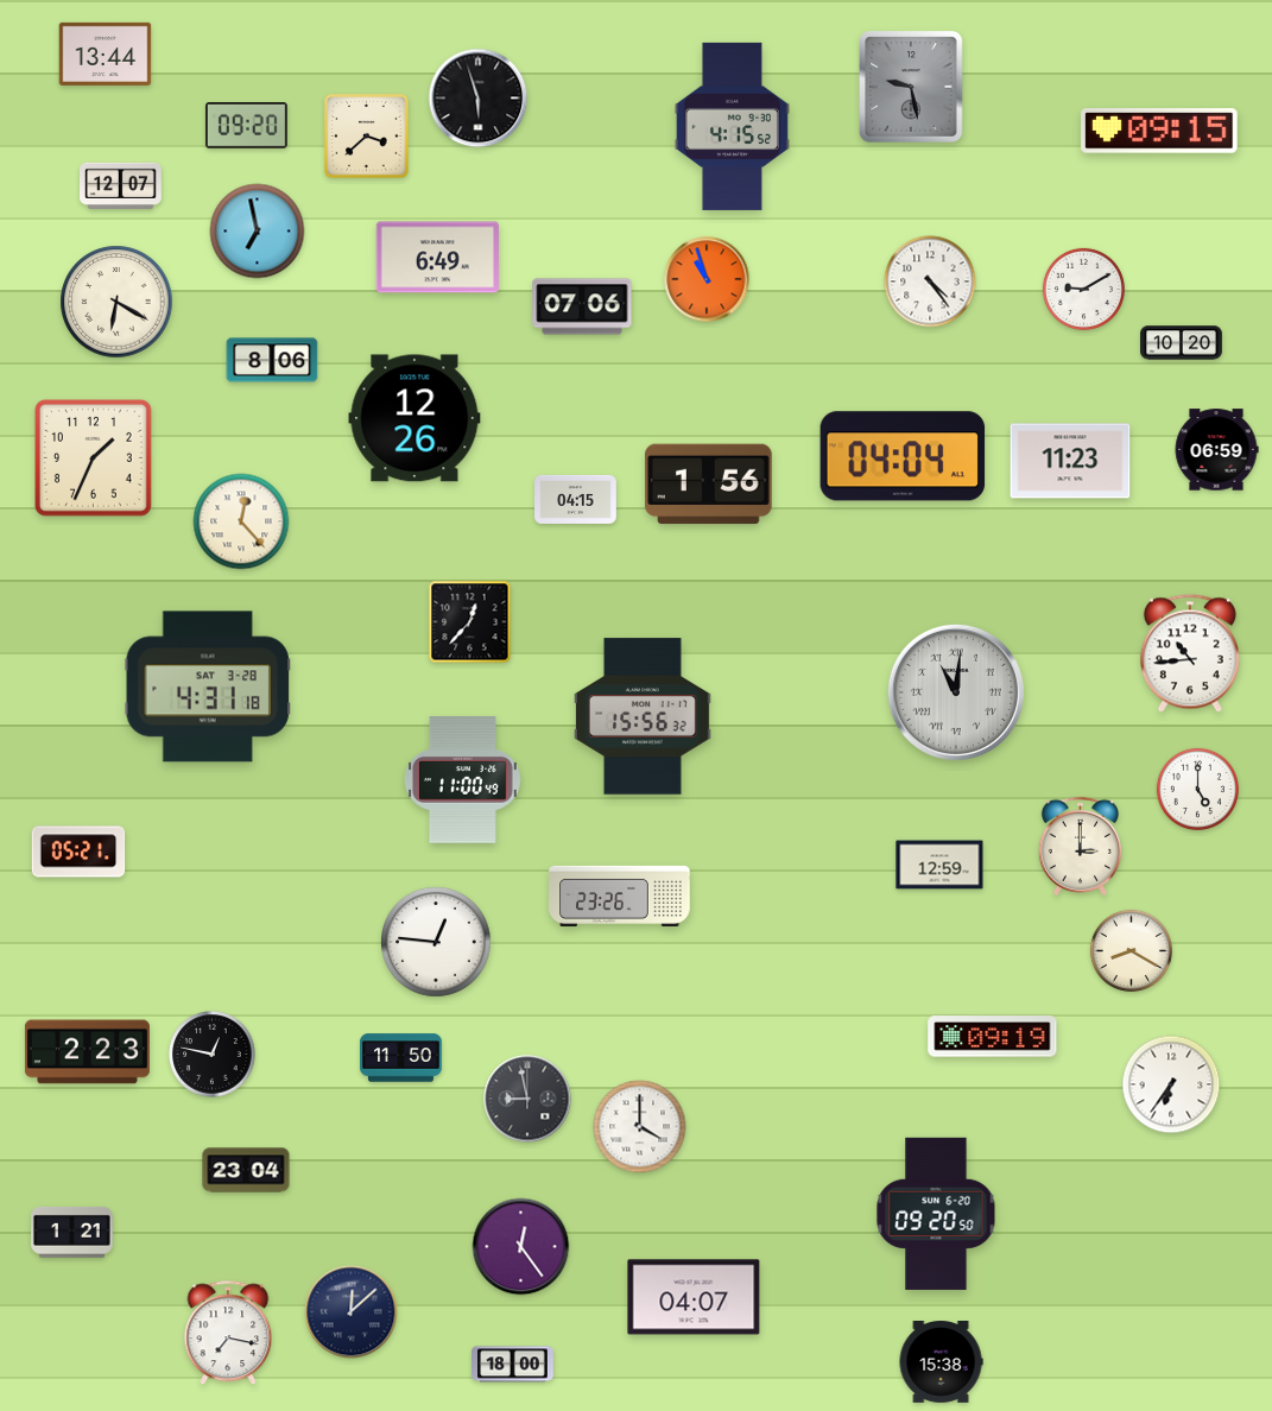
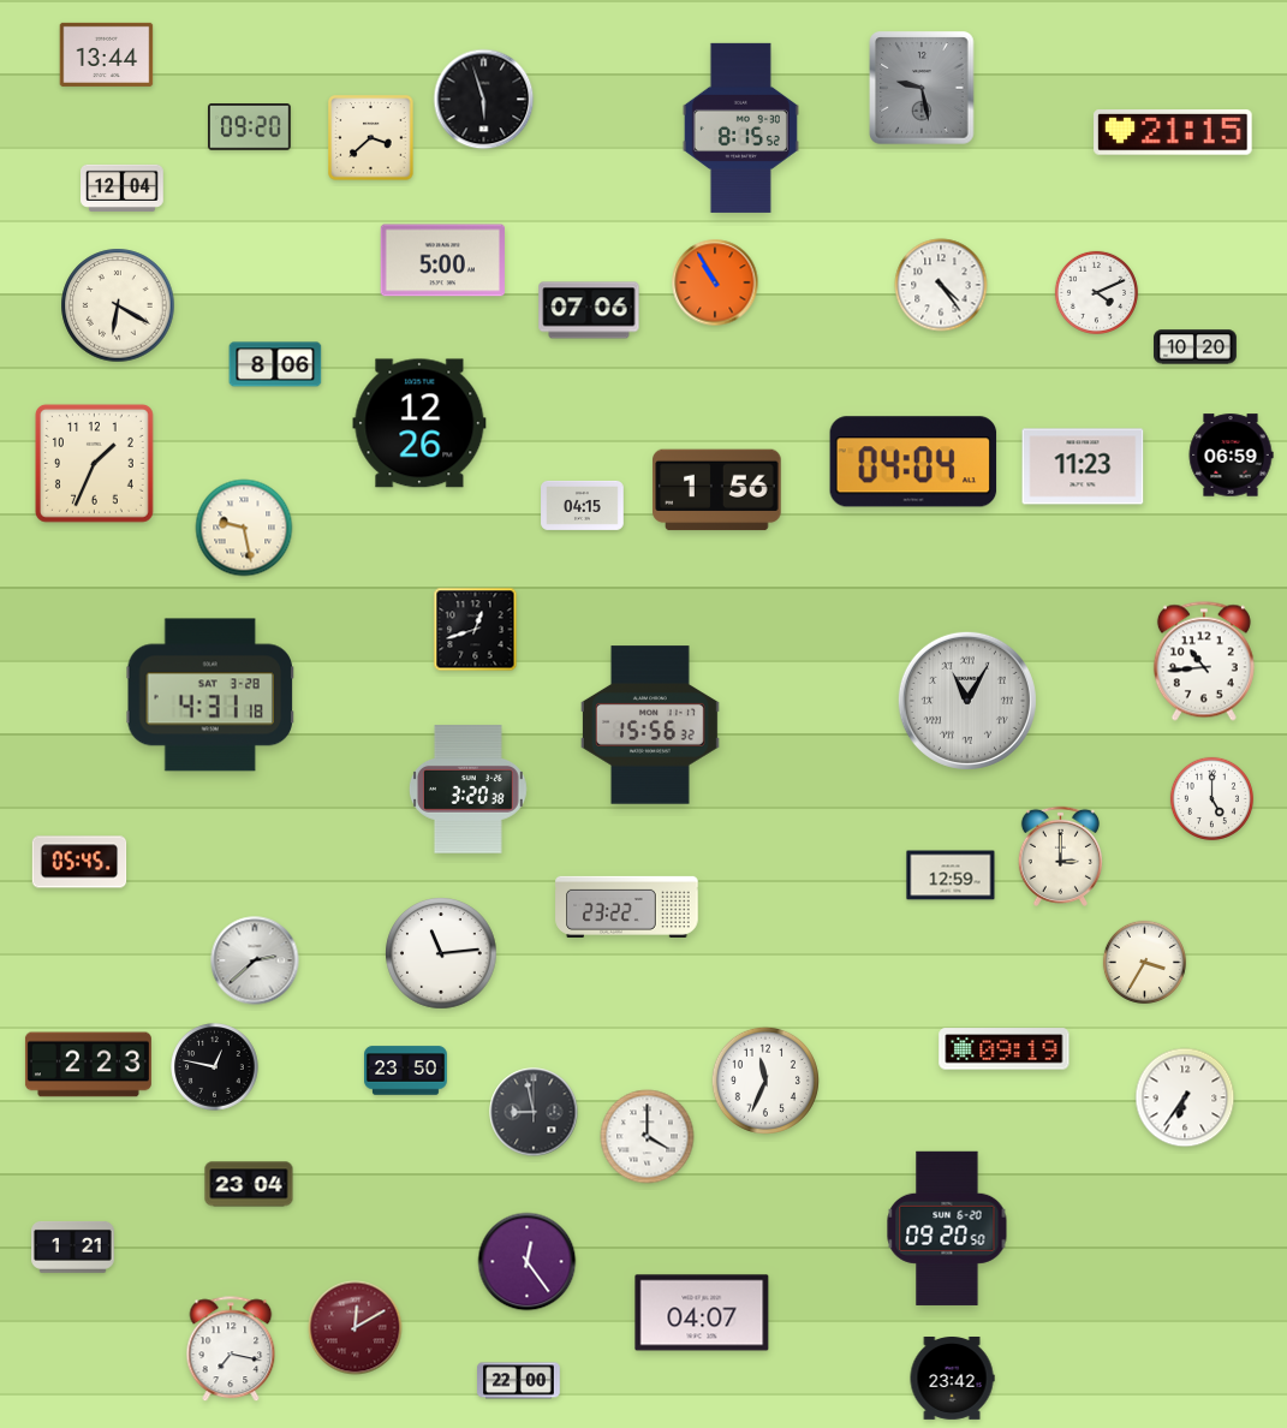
clock at (732, 126): 4:15 -> 8:15
clock at (1159, 132): 09:15 -> 21:15
clock at (121, 185): 12:07 -> 12:04
clock at (258, 232): 6:58 -> none
clock at (437, 258): 6:49 -> 5:00
clock at (707, 279): 10:57 -> 10:55
clock at (1083, 289): 9:10 -> 4:11
clock at (241, 521): 12:23 -> 9:28
clock at (470, 622): 12:37 -> 12:42
clock at (956, 692): 11:01 -> 11:05
clock at (462, 780): 11:00 -> 3:20
clock at (1080, 846) position: (1080, 846) -> (1060, 856)
clock at (78, 852): 05:21 -> 05:45
clock at (620, 896): 23:26 -> 23:22
clock at (436, 942): 12:46 -> 11:14
clock at (255, 960): none -> 2:38
clock at (1131, 950): 8:20 -> 3:35
clock at (401, 1058): 11:50 -> 23:50
clock at (765, 1081): none -> 11:34
clock at (640, 1127) position: (640, 1127) -> (648, 1137)
clock at (352, 1312): 12:08 -> 12:10
clock at (352, 1312) dial: navy -> burgundy
clock at (941, 1362): 15:38 -> 23:42
clock at (513, 1365): 18:00 -> 22:00
